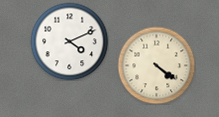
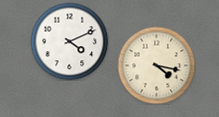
clock at (156, 65): 4:21 -> 4:17
